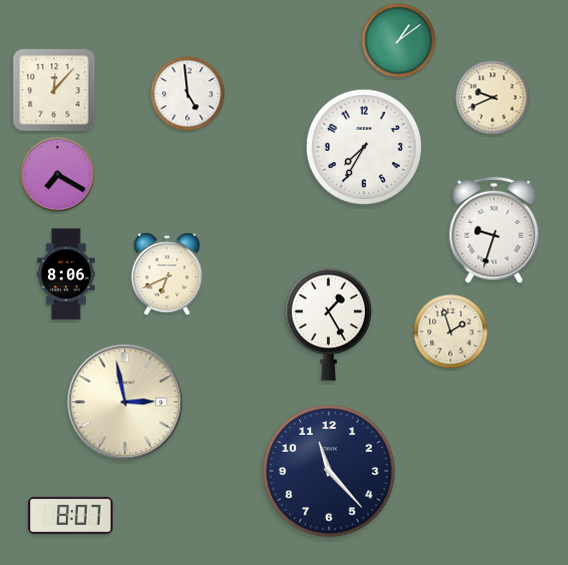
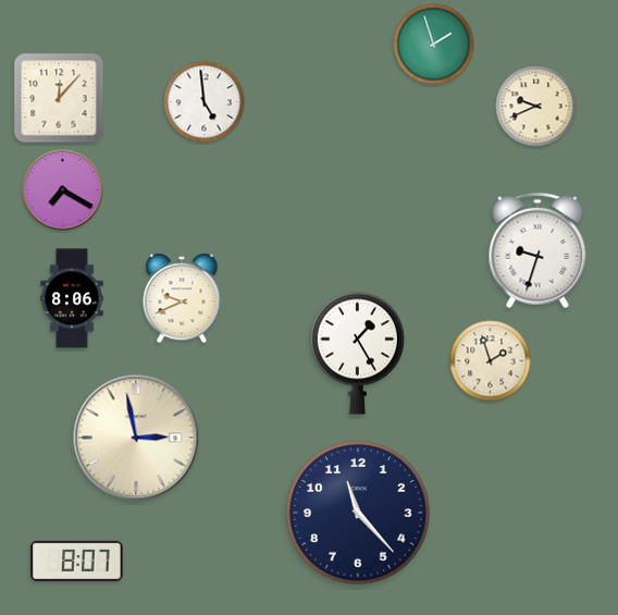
clock at (399, 41): 1:09 -> 1:57
clock at (364, 147): 7:35 -> none
clock at (167, 274): 6:41 -> 9:41
